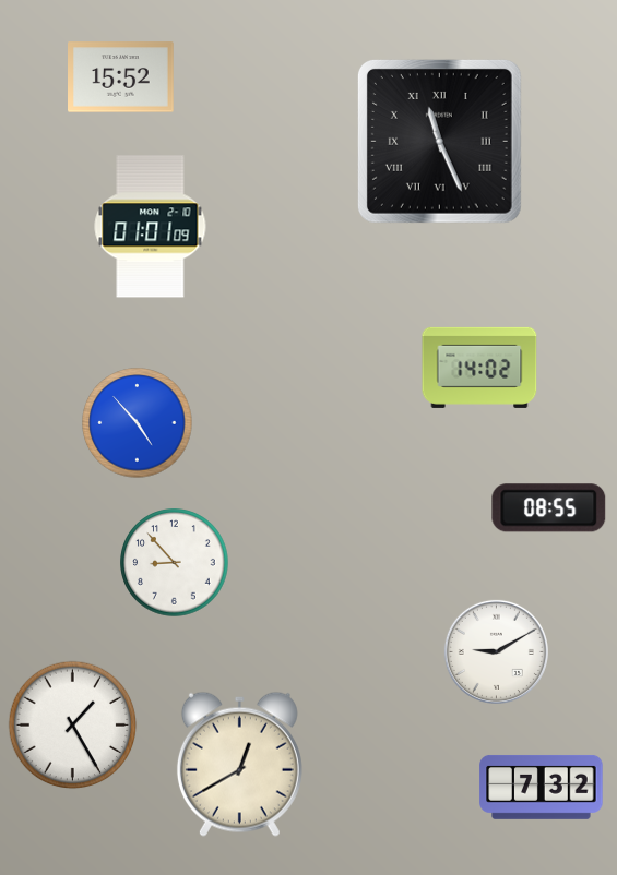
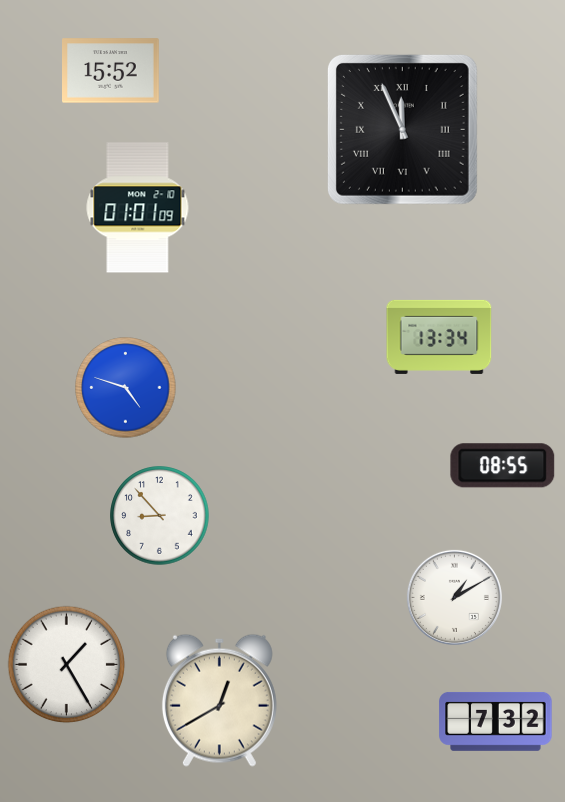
clock at (439, 141): 11:26 -> 11:56
clock at (479, 368): 14:02 -> 13:34
clock at (138, 423): 4:53 -> 4:48
clock at (496, 651): 9:10 -> 1:10
